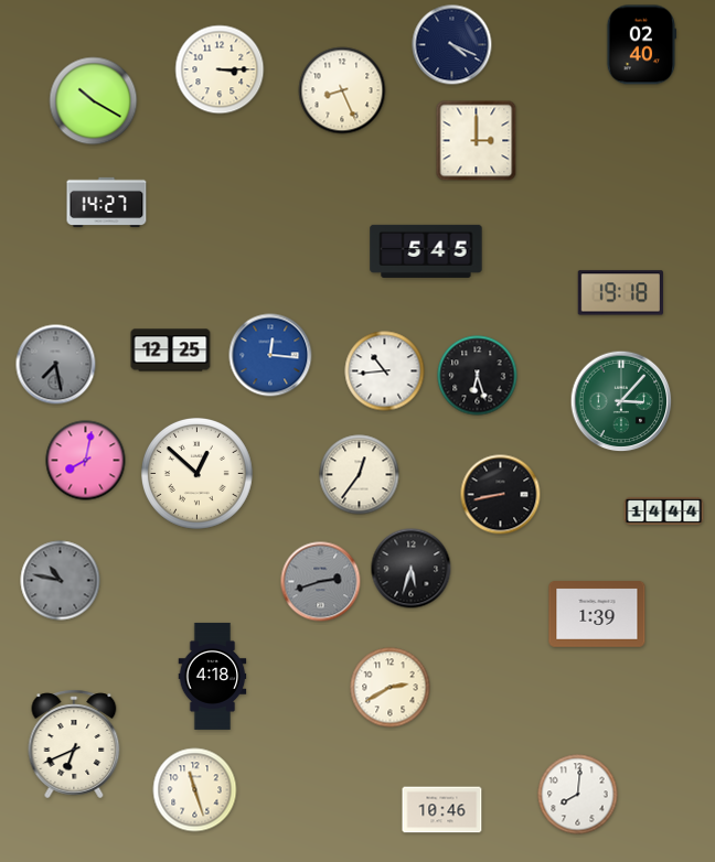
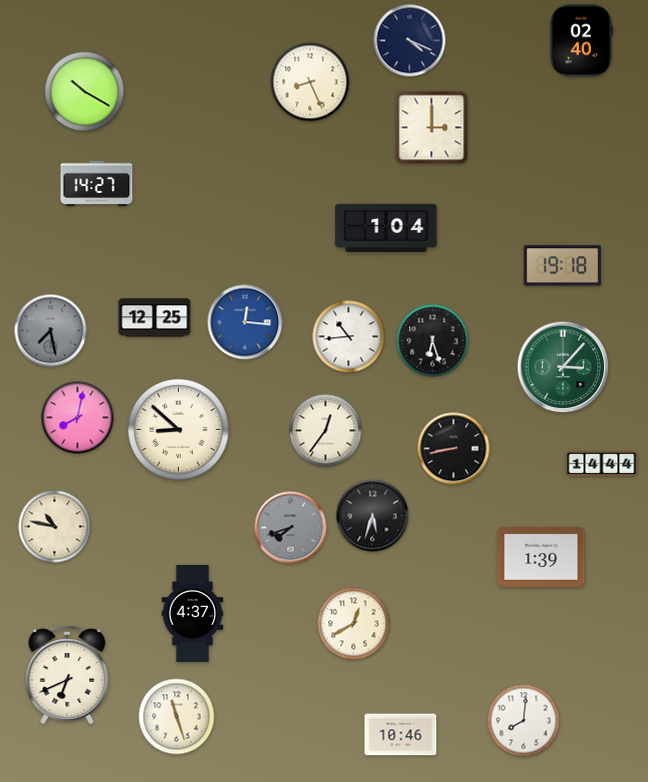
clock at (220, 69): 3:15 -> none
clock at (426, 251): 5:45 -> 1:04
clock at (621, 401) position: (621, 401) -> (563, 367)
clock at (196, 473): 12:52 -> 8:52
clock at (61, 581) dial: grey -> cream
clock at (321, 582): 2:42 -> 7:42
clock at (213, 676): 4:18 -> 4:37
clock at (391, 688): 2:40 -> 12:40
